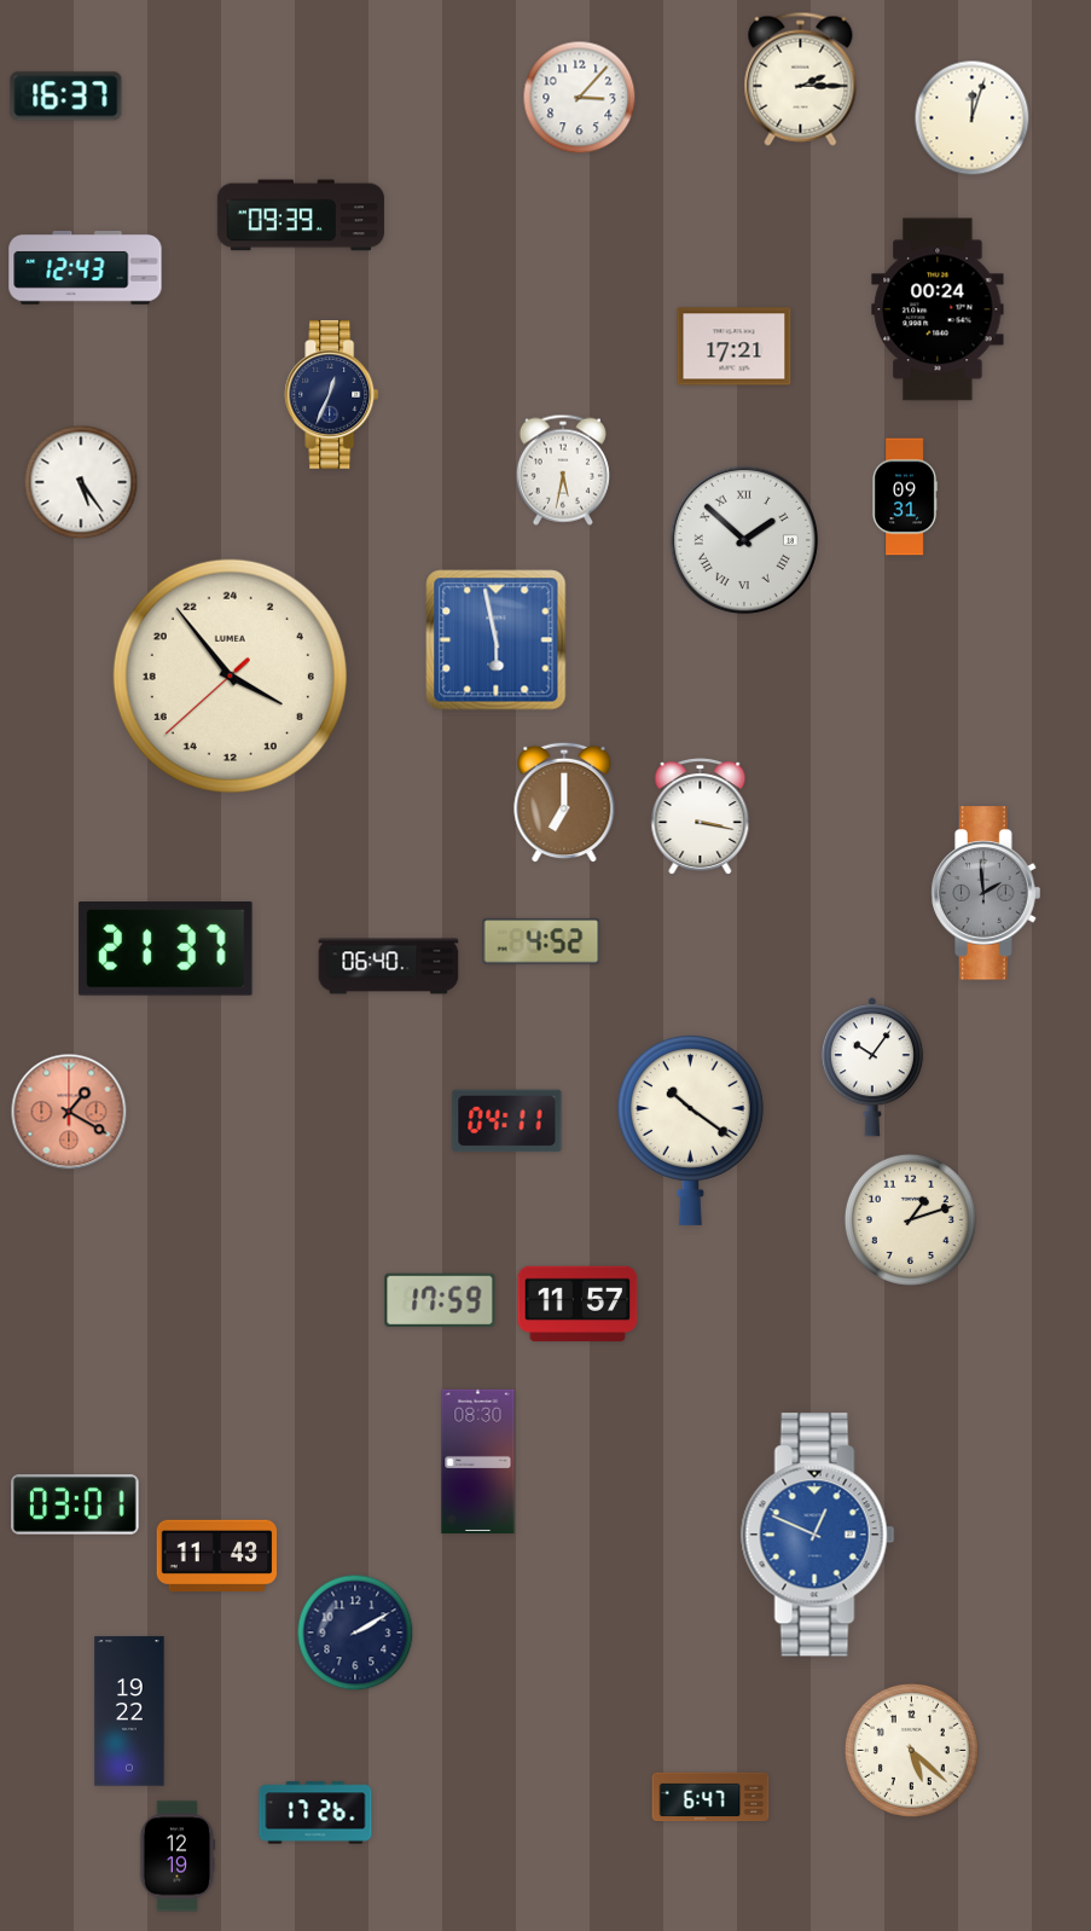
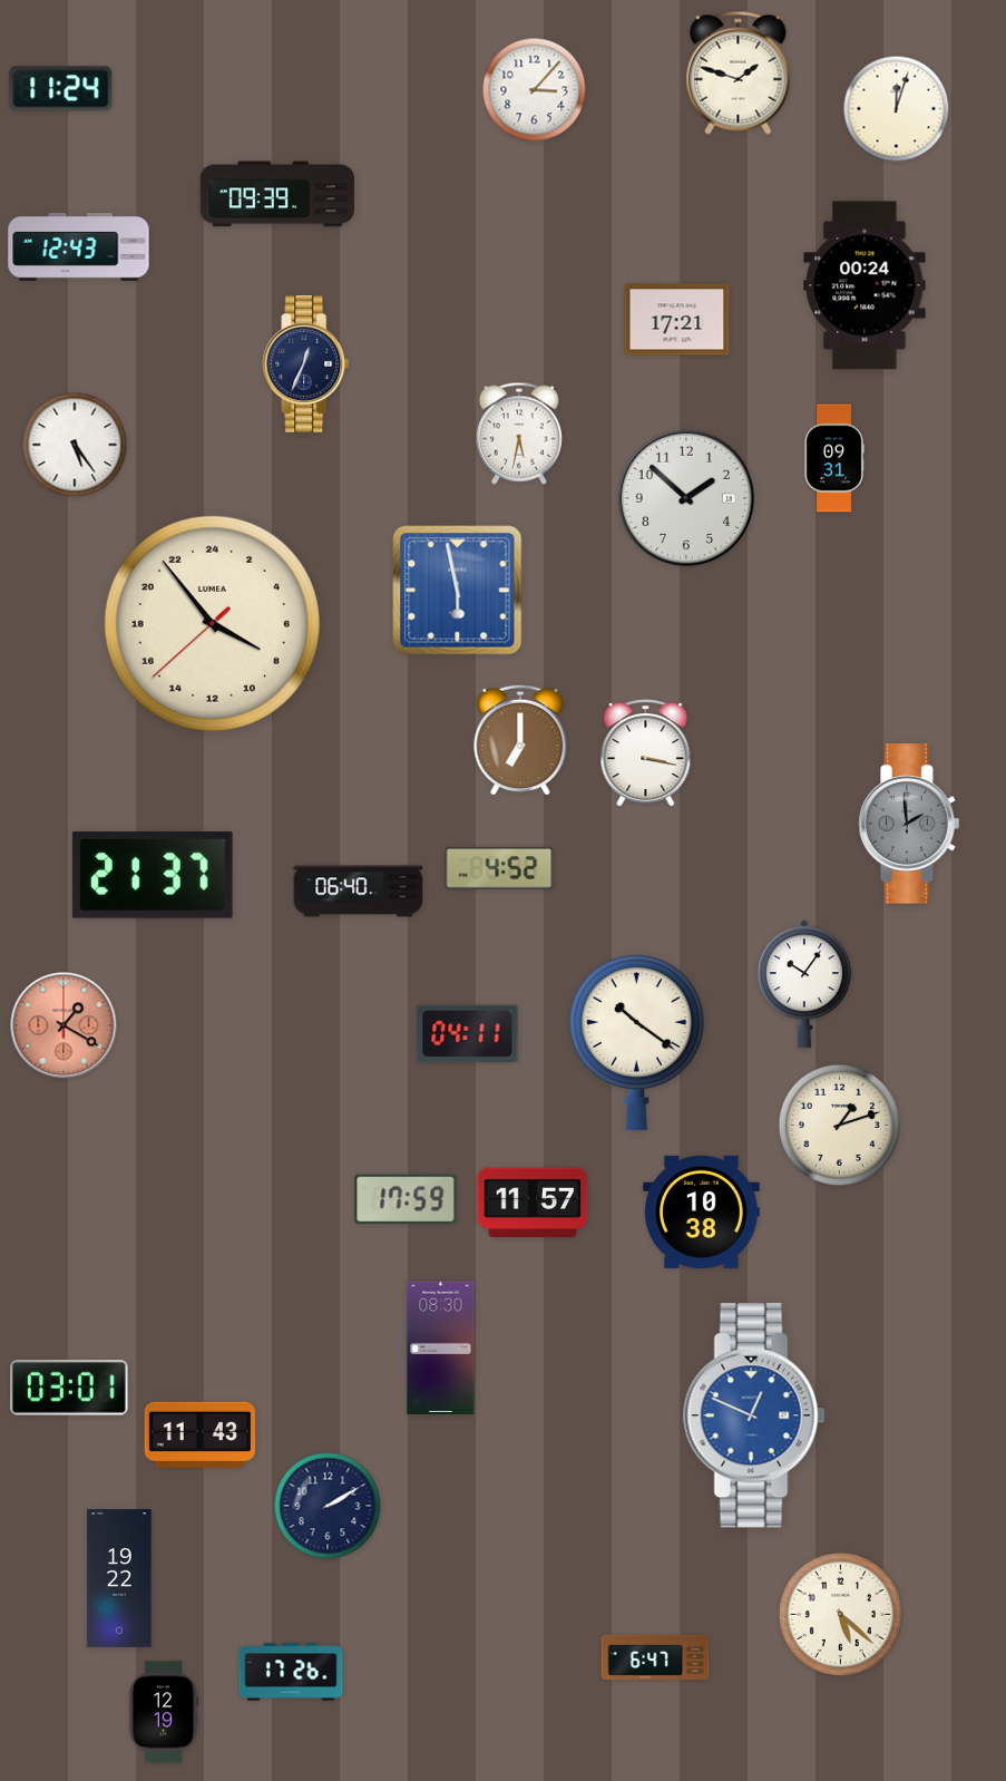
clock at (801, 79): 2:15 -> 1:48
clock at (66, 97): 16:37 -> 11:24
clock at (301, 215) position: (301, 215) -> (277, 194)
clock at (744, 540) numerals: Roman -> Arabic
clock at (702, 1211): none -> 10:38
